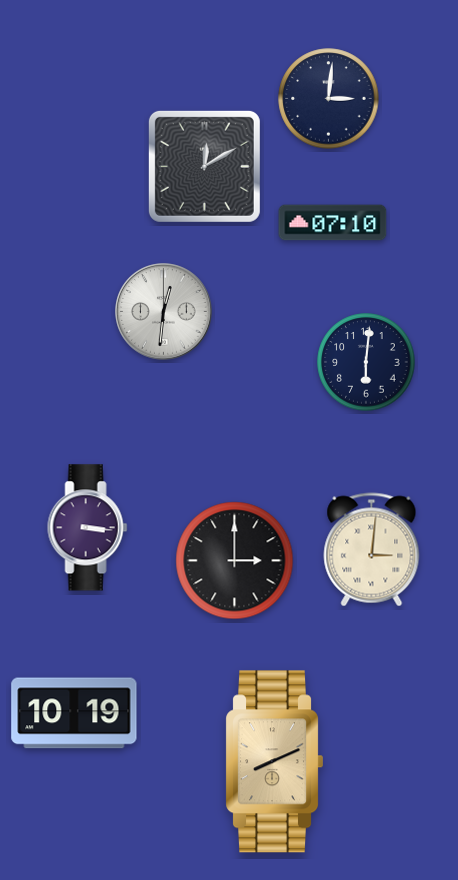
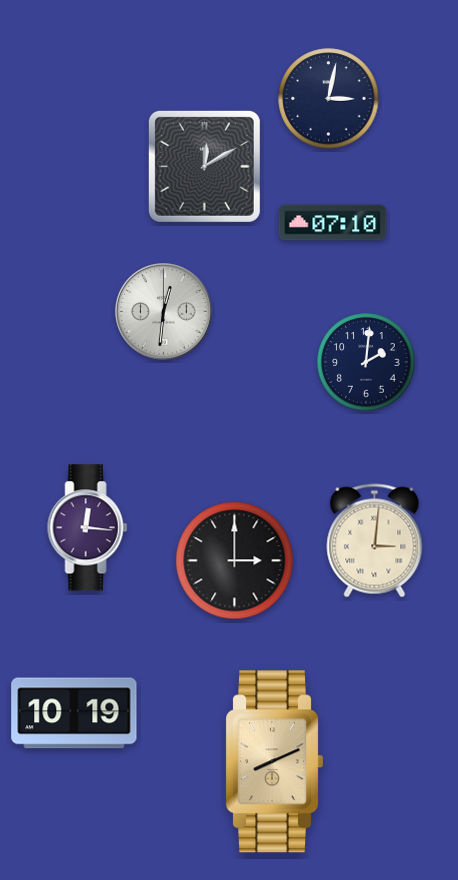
clock at (329, 99): 3:01 -> 3:02
clock at (366, 362): 6:01 -> 2:01
clock at (88, 528): 3:16 -> 12:16
clock at (372, 550) position: (372, 550) -> (375, 541)
